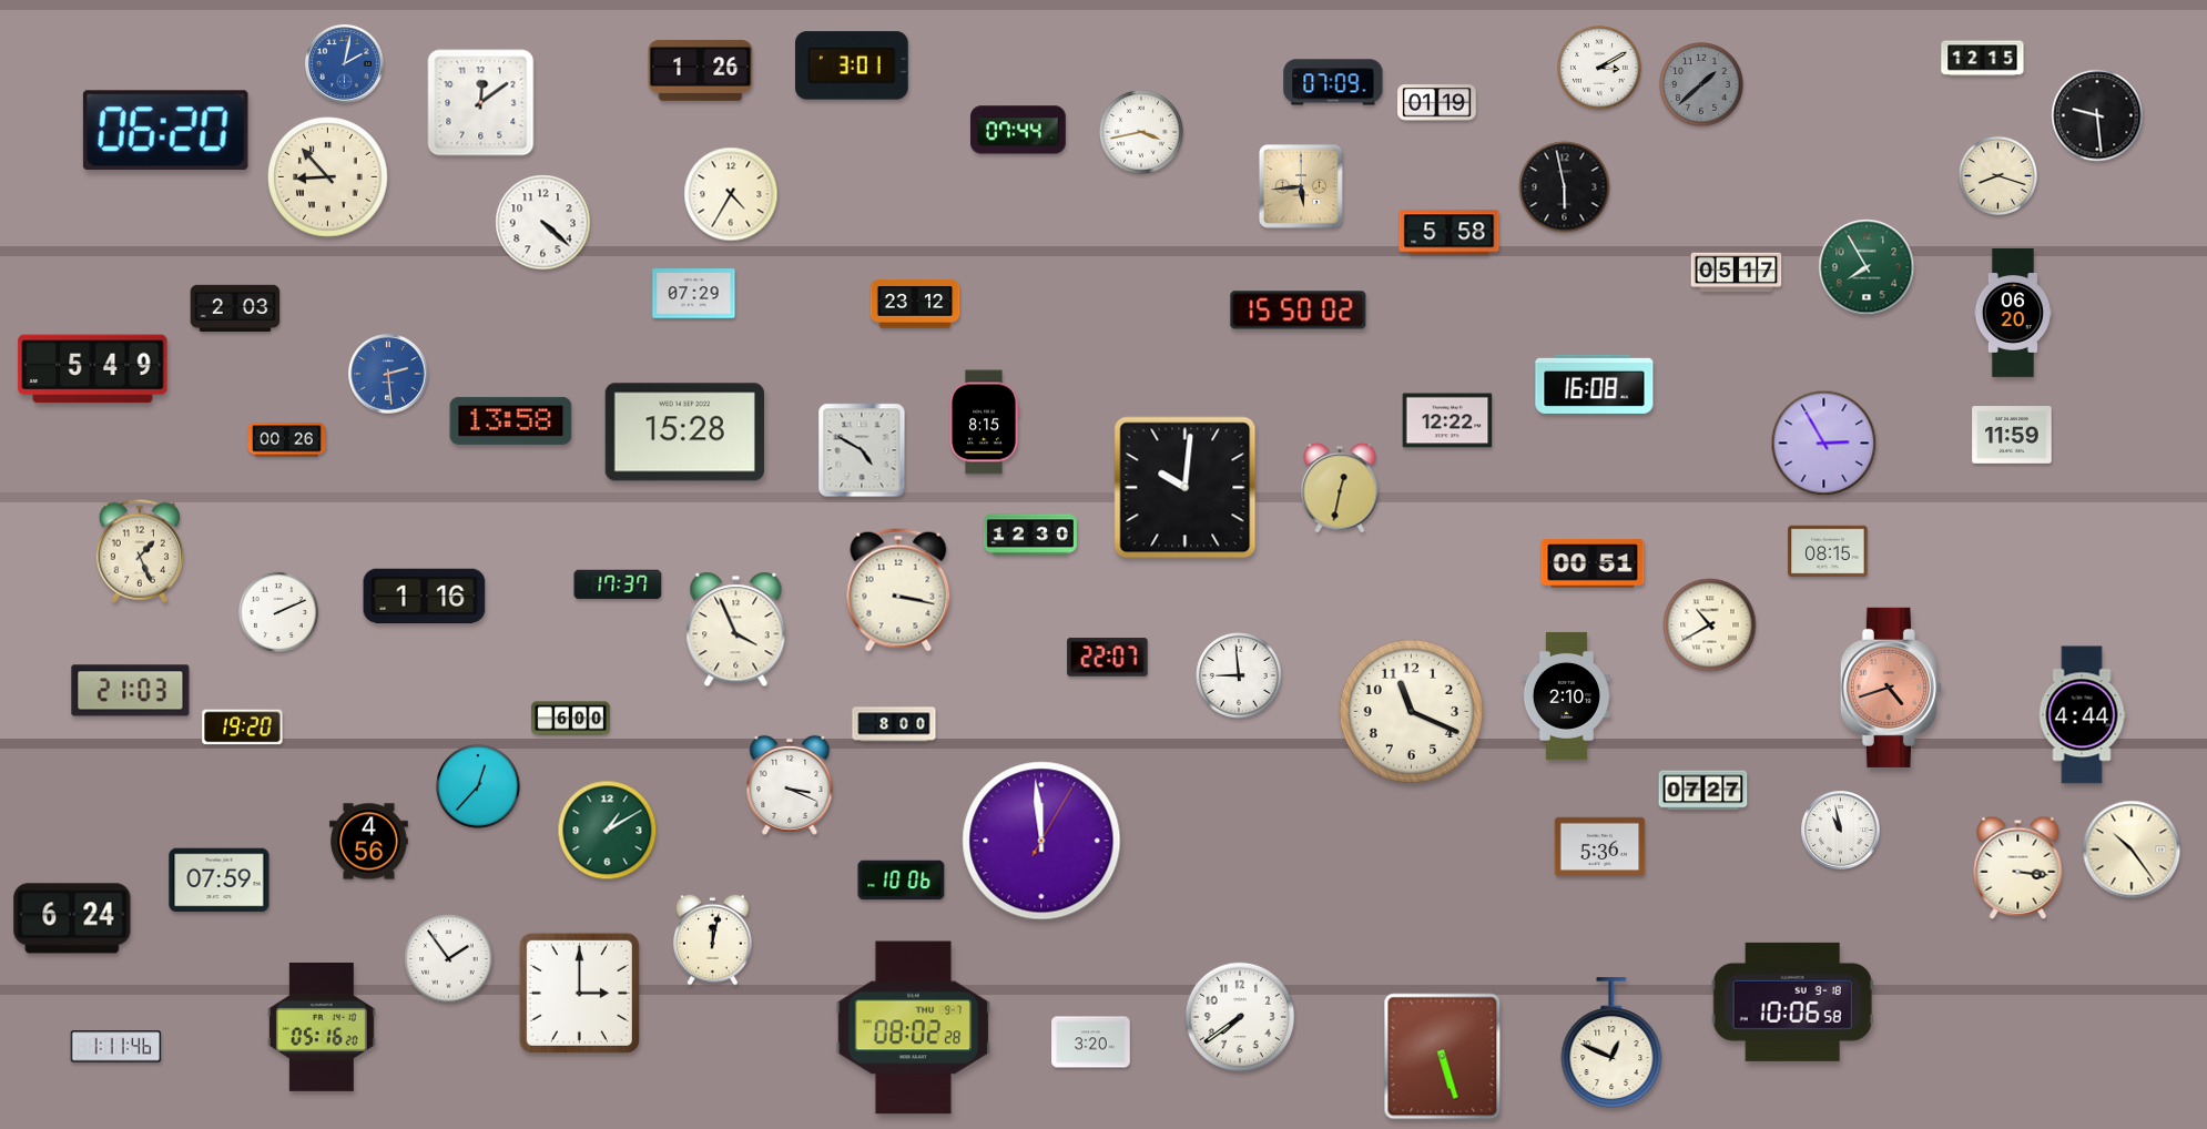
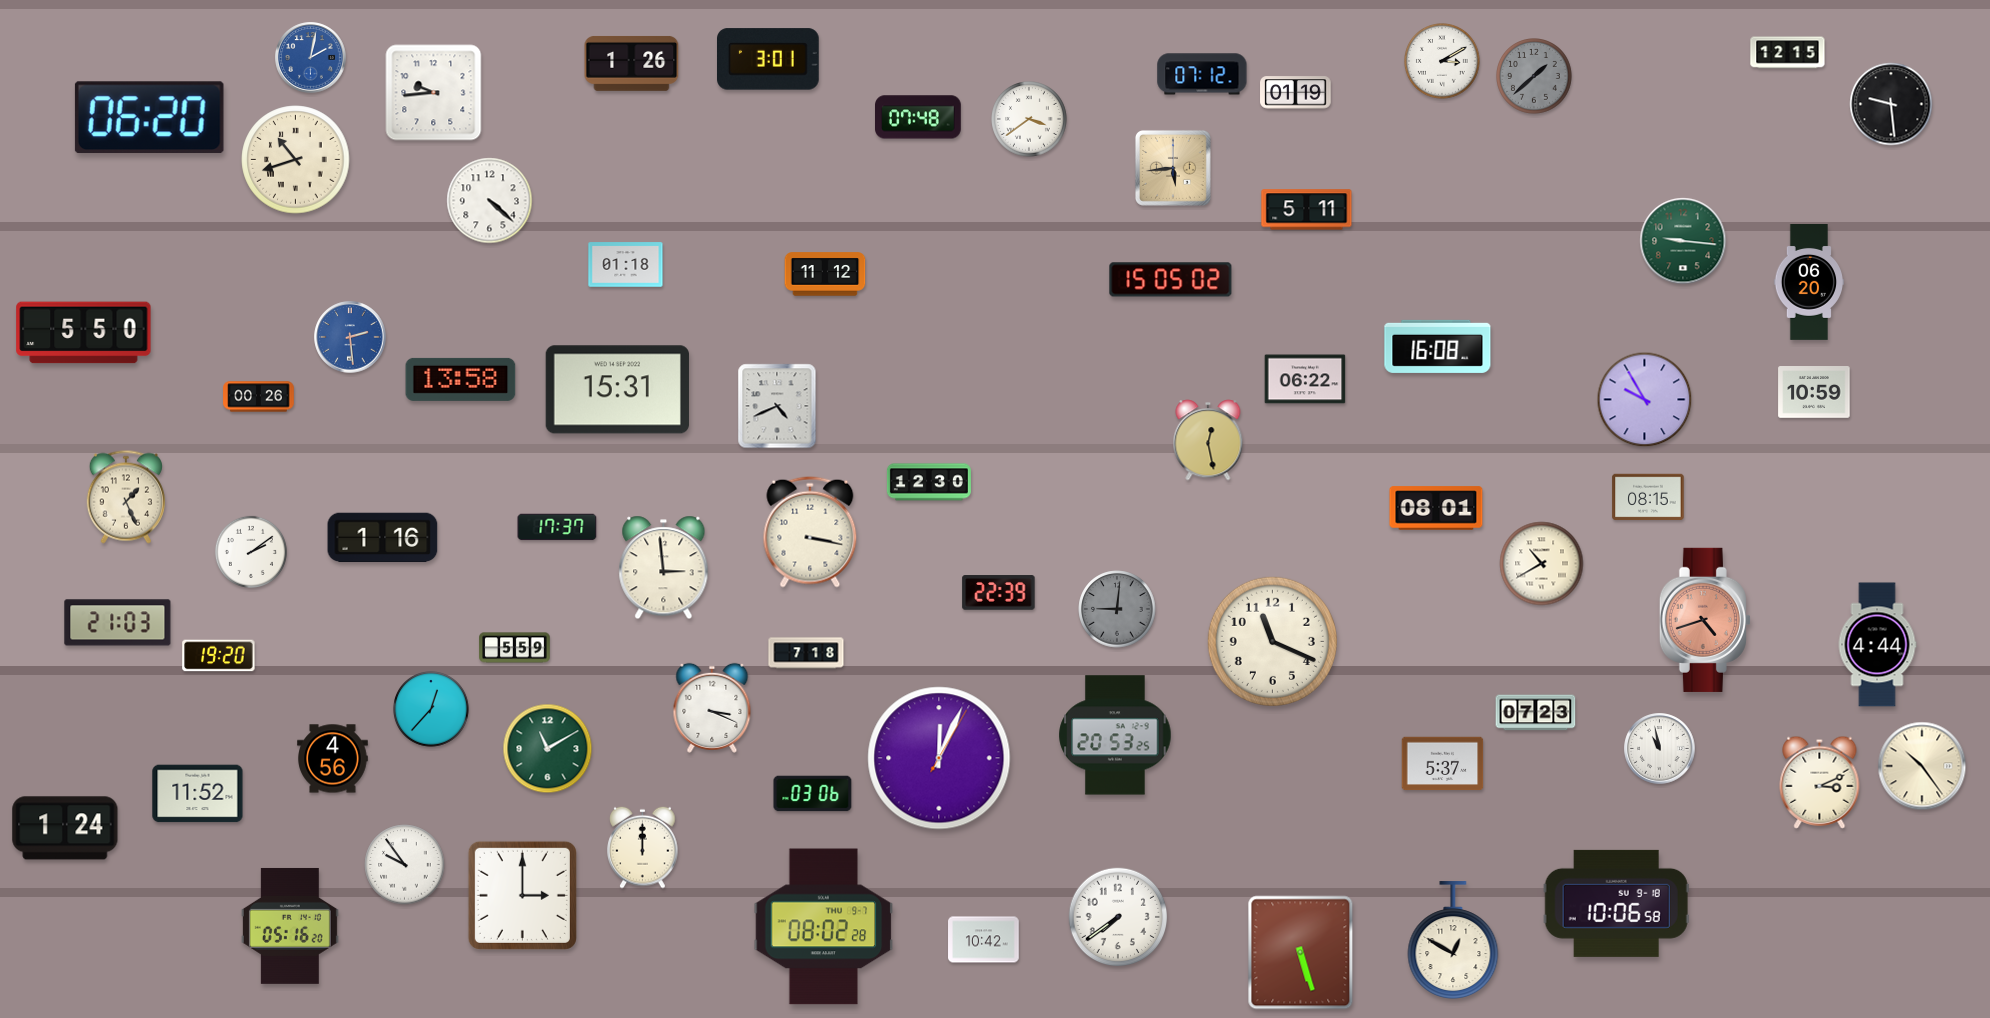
clock at (1333, 82): 07:09 -> 07:12
clock at (481, 103): 12:09 -> 9:44
clock at (1019, 130): 07:44 -> 07:48
clock at (1142, 133): 3:43 -> 3:39
clock at (1997, 175): 8:18 -> none
clock at (328, 177): 8:53 -> 10:42
clock at (1565, 187): 5:58 -> none
clock at (731, 194): 4:35 -> none
clock at (1450, 233): 5:58 -> 5:11
clock at (1867, 267): 7:55 -> 9:16
clock at (1737, 273): 05:17 -> none
clock at (694, 294): 07:29 -> 01:18
clock at (915, 304): 23:12 -> 11:12
clock at (235, 308): 2:03 -> none
clock at (1299, 311): 15:50 -> 15:05
clock at (2012, 314) position: (2012, 314) -> (1808, 283)
clock at (93, 369): 5:49 -> 5:50
clock at (1447, 420): 12:22 -> 06:22
clock at (985, 423): 8:15 -> none
clock at (684, 433): 15:28 -> 15:31
clock at (2012, 436): 11:59 -> 10:59
clock at (1824, 444): 2:55 -> 9:55
clock at (862, 450): 4:50 -> 4:41
clock at (1186, 488): 10:01 -> none
clock at (1340, 488): 12:32 -> 12:28
clock at (1593, 563): 00:51 -> 08:01
clock at (278, 612): 2:11 -> 2:09
clock at (736, 630): 3:56 -> 2:59
clock at (1108, 658): 22:07 -> 22:39
clock at (1239, 675): 8:59 -> 9:01
clock at (1239, 675) dial: white -> grey
clock at (1566, 695): 2:10 -> none
clock at (571, 719): 6:00 -> 5:59
clock at (894, 724): 8:00 -> 7:18
clock at (1703, 791): 07:27 -> 07:23
clock at (1115, 735): none -> 20:53
clock at (608, 831): 1:10 -> 11:10
clock at (1041, 841): 11:59 -> 12:04
clock at (1600, 847): 5:36 -> 5:37
clock at (2018, 867): 3:16 -> 3:11
clock at (220, 881): 07:59 -> 11:52
clock at (902, 881): 10:06 -> 03:06
clock at (72, 918): 6:24 -> 1:24
clock at (713, 939): 12:02 -> 12:00
clock at (449, 959): 1:54 -> 9:54
clock at (1091, 1042): 3:20 -> 10:42
clock at (1611, 1042): 12:49 -> 12:50
clock at (116, 1047): 1:11 -> none
